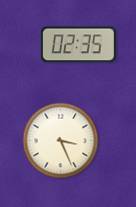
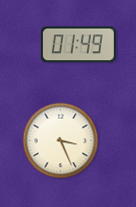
clock at (78, 45): 02:35 -> 01:49
